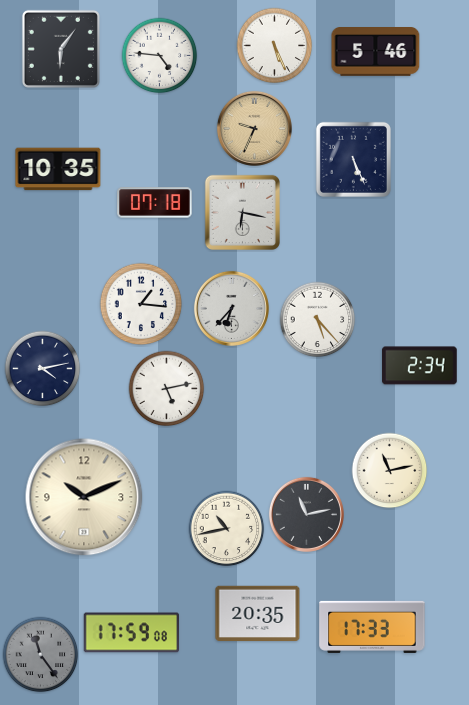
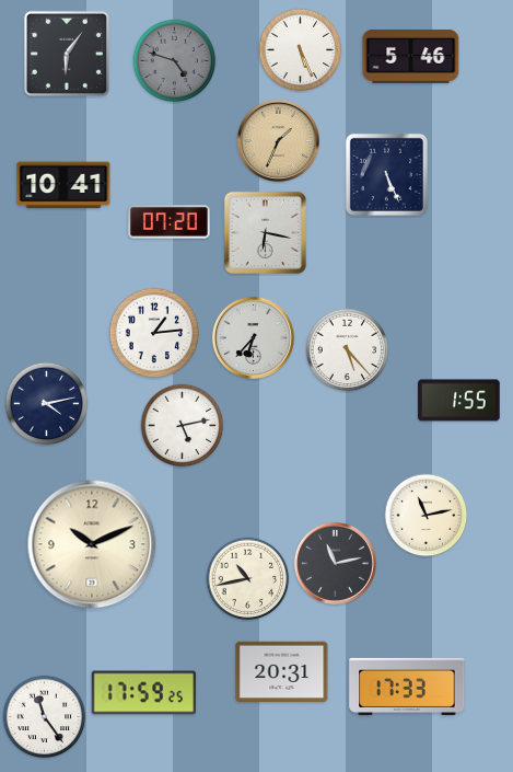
clock at (160, 56): 4:46 -> 4:48
clock at (160, 56) dial: white -> grey
clock at (254, 128): 9:34 -> 1:34
clock at (58, 169): 10:35 -> 10:41
clock at (155, 203): 07:18 -> 07:20
clock at (141, 304): 1:16 -> 1:14
clock at (420, 366): 2:34 -> 1:55
clock at (258, 614): 20:35 -> 20:31
clock at (131, 633): 17:59:08 -> 17:59:25
clock at (41, 655) dial: grey -> white
